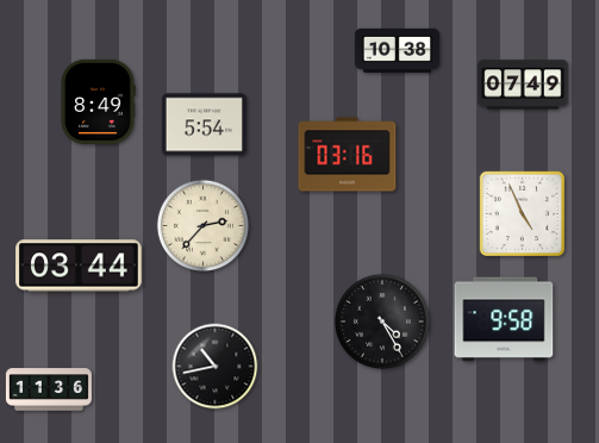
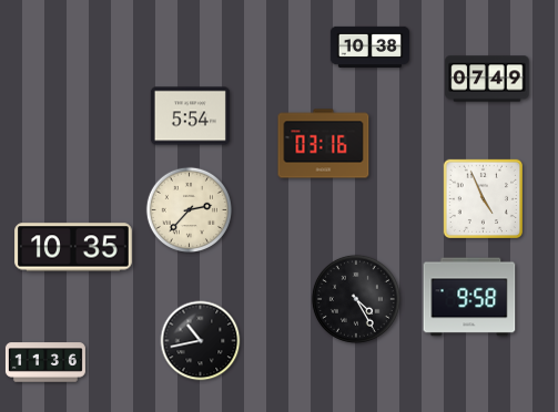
clock at (98, 101): 8:49 -> none
clock at (523, 214) position: (523, 214) -> (484, 199)
clock at (79, 266): 03:44 -> 10:35
